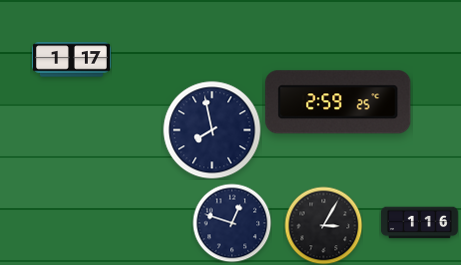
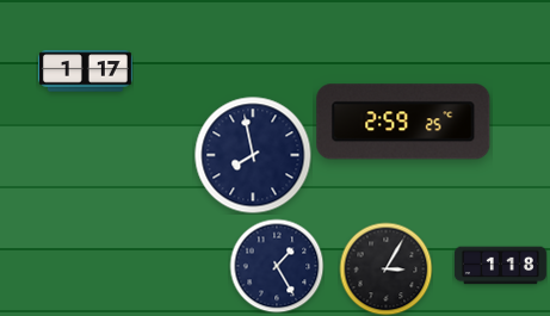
clock at (232, 223): 12:48 -> 1:25
clock at (419, 223): 1:16 -> 1:18
